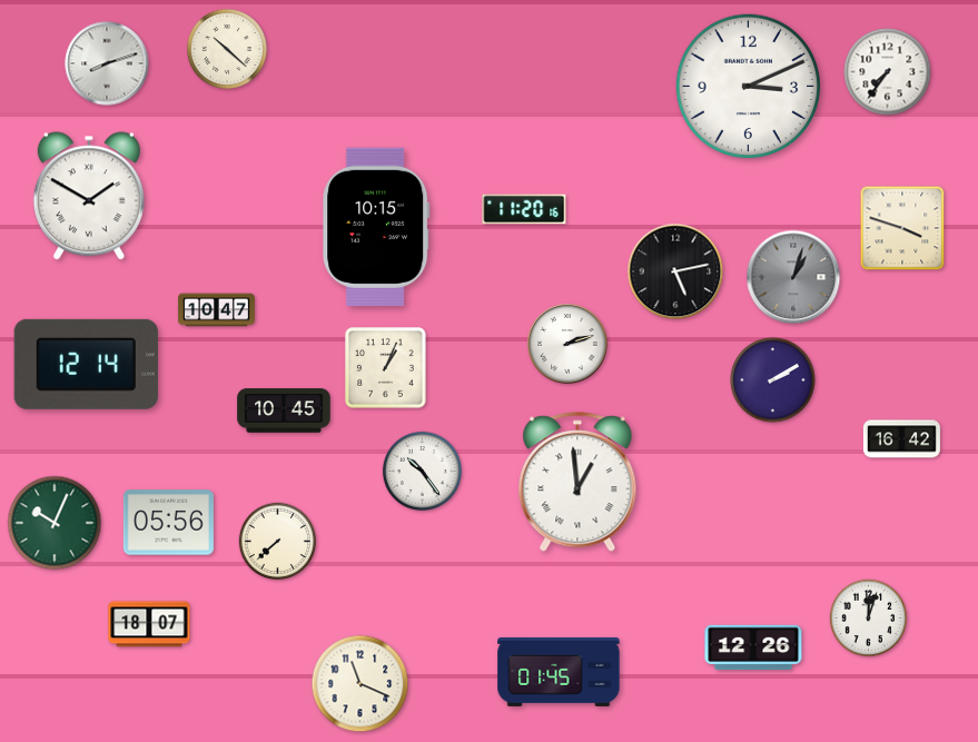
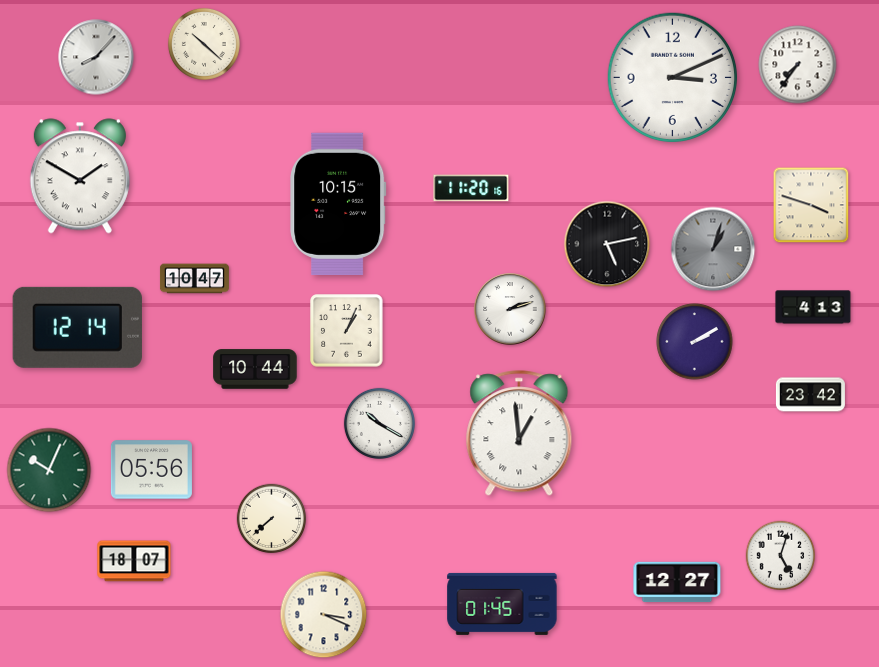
clock at (107, 63): 8:12 -> 8:07
clock at (813, 307): none -> 4:13
clock at (284, 410): 10:45 -> 10:44
clock at (901, 439): 16:42 -> 23:42
clock at (422, 471): 10:24 -> 10:20
clock at (278, 542) position: (278, 542) -> (272, 519)
clock at (869, 619): 12:03 -> 5:03
clock at (753, 647): 12:26 -> 12:27
clock at (360, 684): 11:19 -> 3:19
